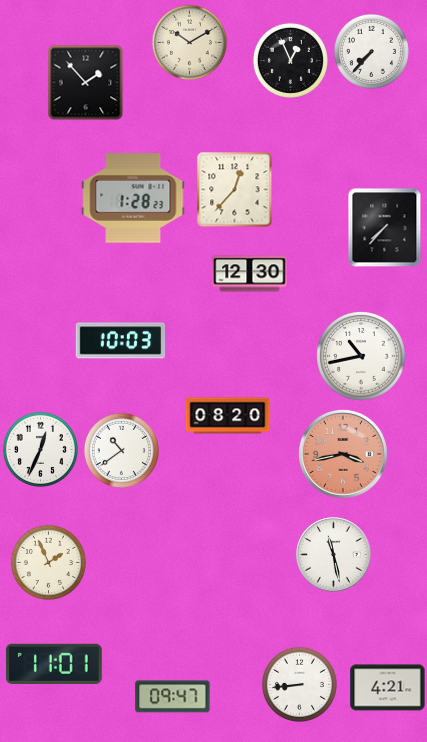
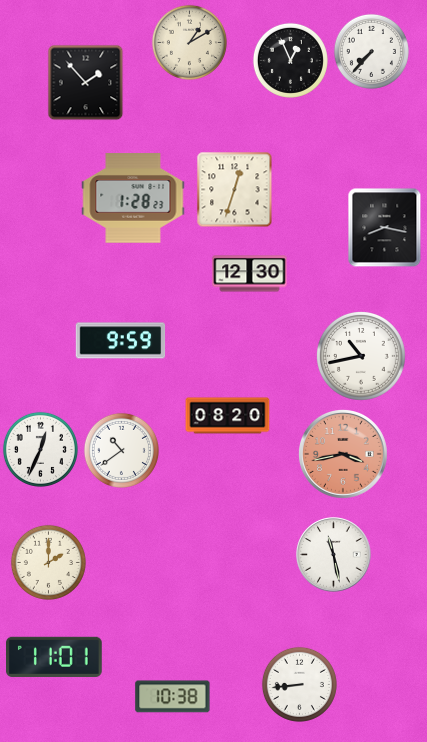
clock at (189, 42): 10:10 -> 1:10
clock at (235, 190): 12:37 -> 12:33
clock at (385, 228): 7:37 -> 8:17
clock at (121, 341): 10:03 -> 9:59
clock at (48, 562): 1:56 -> 2:00
clock at (55, 664) position: (55, 664) -> (55, 657)
clock at (388, 688): 4:21 -> none
clock at (173, 697): 09:47 -> 10:38
